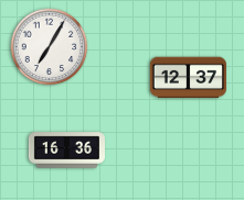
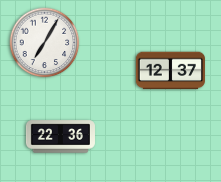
clock at (66, 151): 16:36 -> 22:36
